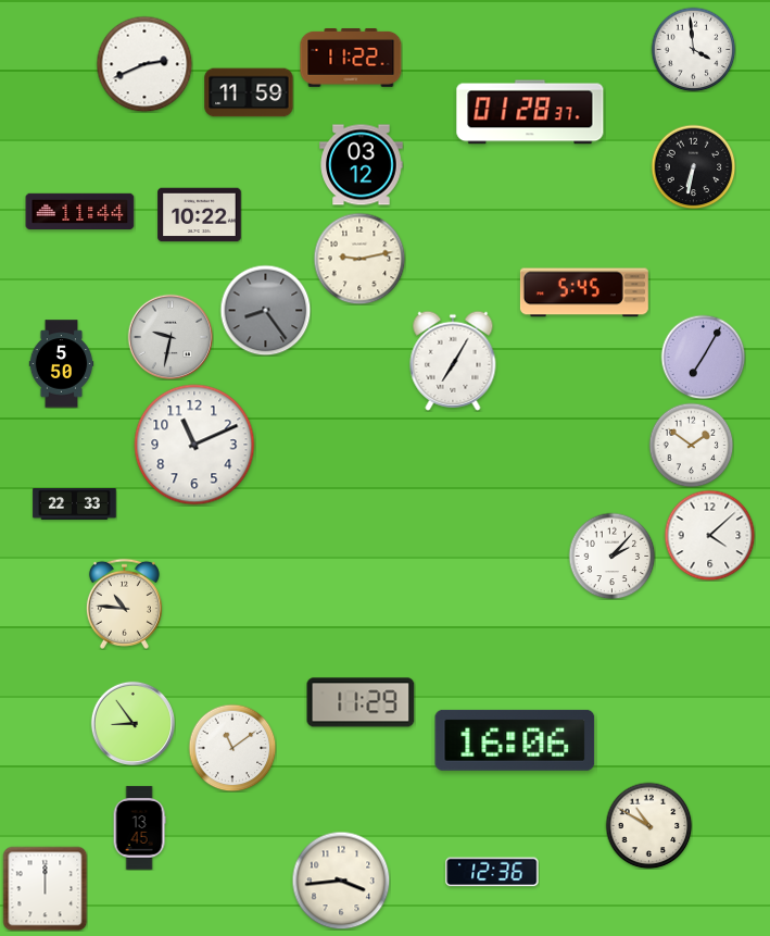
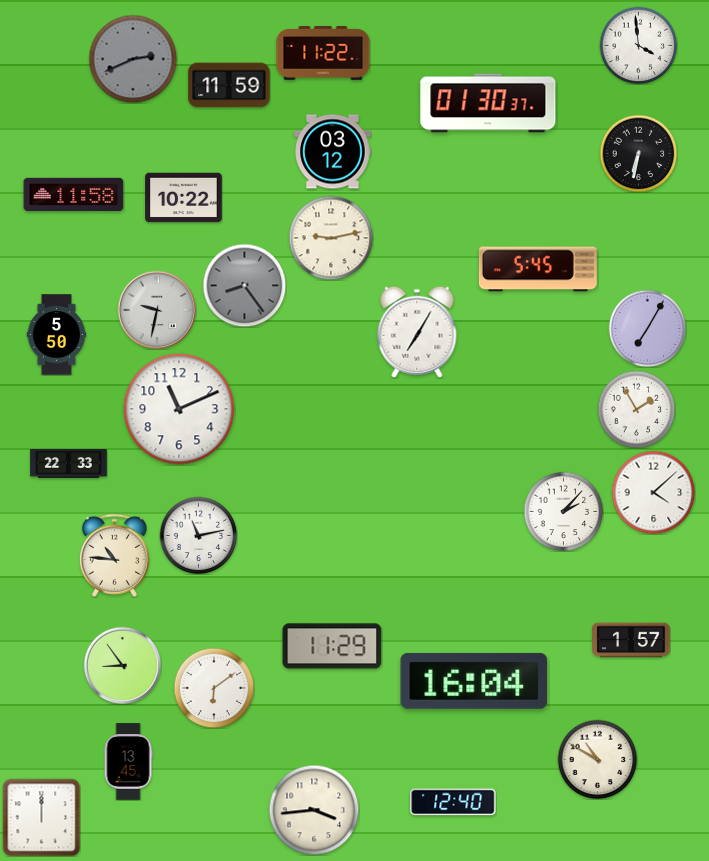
clock at (144, 64) dial: white -> grey
clock at (530, 112): 01:28 -> 01:30
clock at (80, 211): 11:44 -> 11:58
clock at (691, 445): 1:51 -> 1:55
clock at (198, 535): none -> 11:13
clock at (631, 640): none -> 1:57
clock at (515, 740): 16:06 -> 16:04
clock at (232, 748): 11:09 -> 6:09
clock at (492, 872): 12:36 -> 12:40
